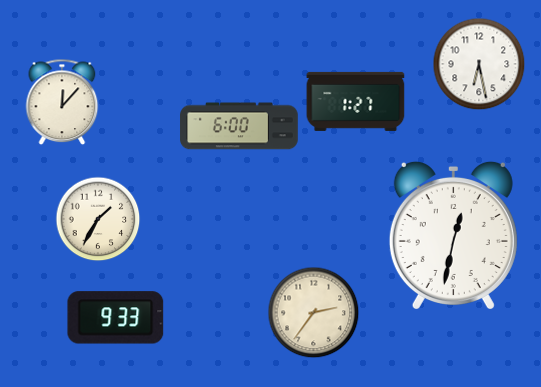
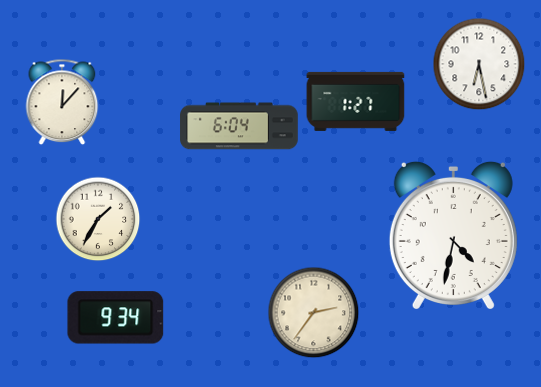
clock at (239, 126): 6:00 -> 6:04
clock at (453, 235): 12:32 -> 4:32
clock at (116, 318): 9:33 -> 9:34
